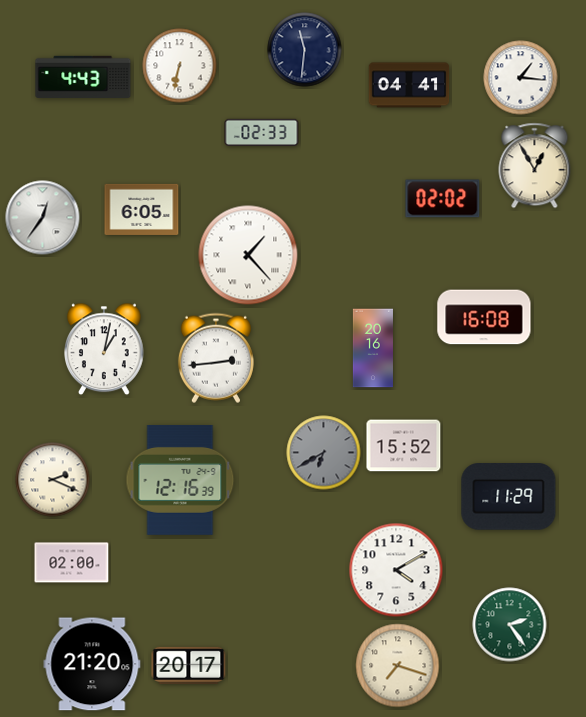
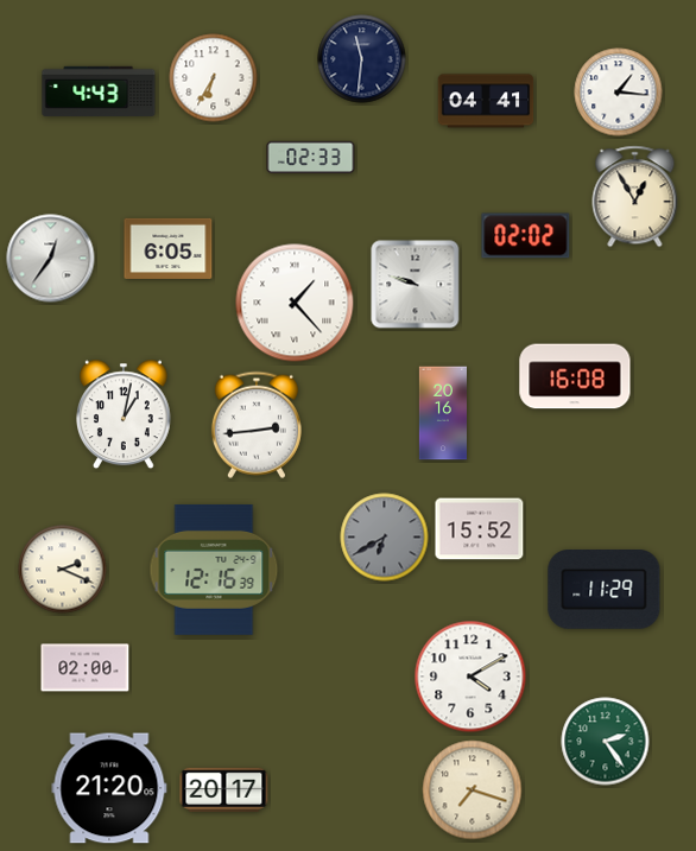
clock at (180, 66): 6:32 -> 6:35
clock at (416, 285): none -> 9:48
